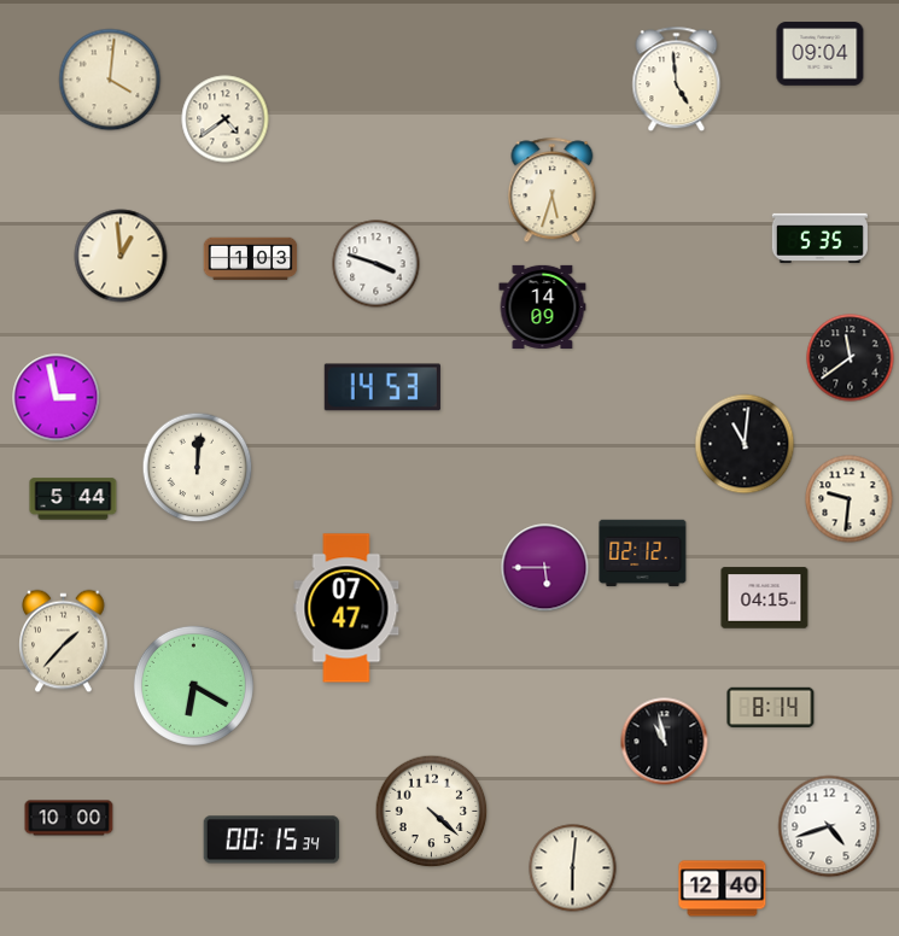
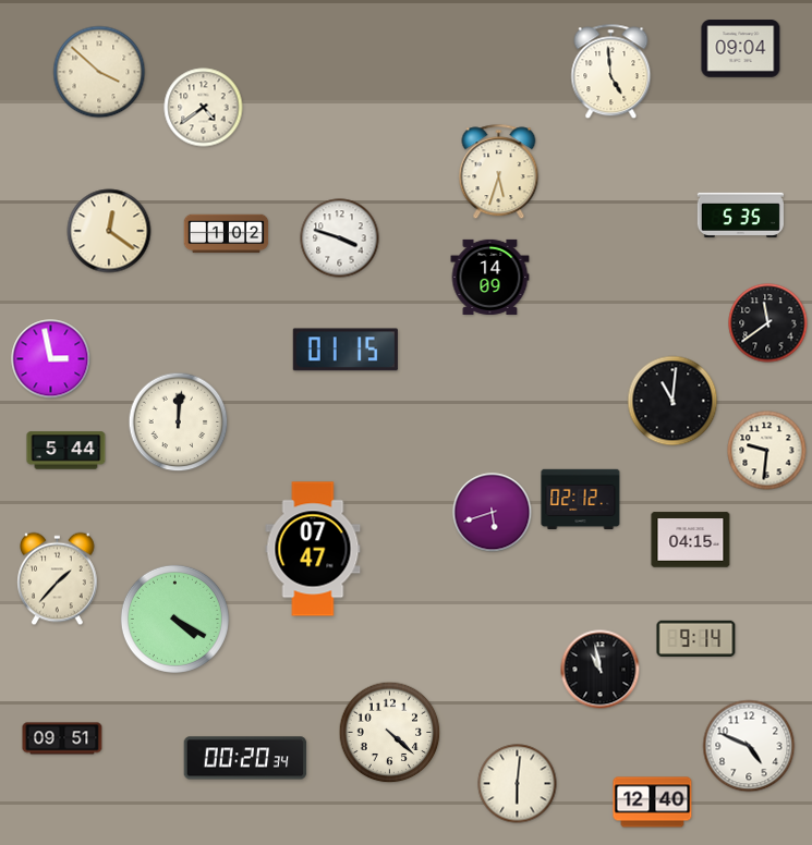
clock at (110, 80): 4:01 -> 3:52
clock at (121, 256): 12:59 -> 12:21
clock at (251, 259): 1:03 -> 1:02
clock at (383, 387): 14:53 -> 01:15
clock at (545, 568): 5:45 -> 5:42
clock at (193, 685): 6:20 -> 4:20
clock at (771, 708): 8:14 -> 9:14
clock at (69, 818): 10:00 -> 09:51
clock at (829, 826): 4:42 -> 4:49
clock at (272, 840): 00:15 -> 00:20
